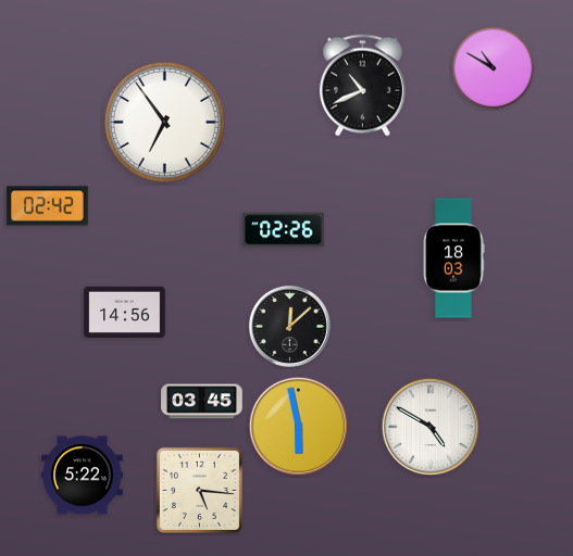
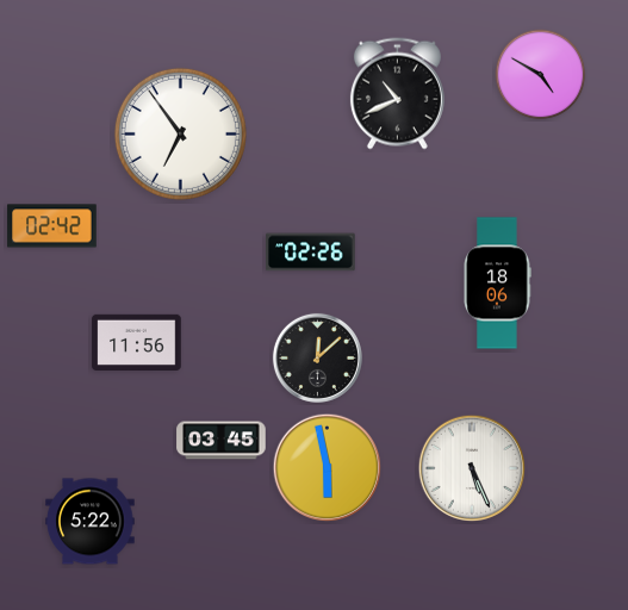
clock at (494, 68): 10:50 -> 4:50
clock at (453, 258): 18:03 -> 18:06
clock at (125, 312): 14:56 -> 11:56
clock at (431, 427): 4:50 -> 5:26
clock at (199, 490): 5:16 -> none
